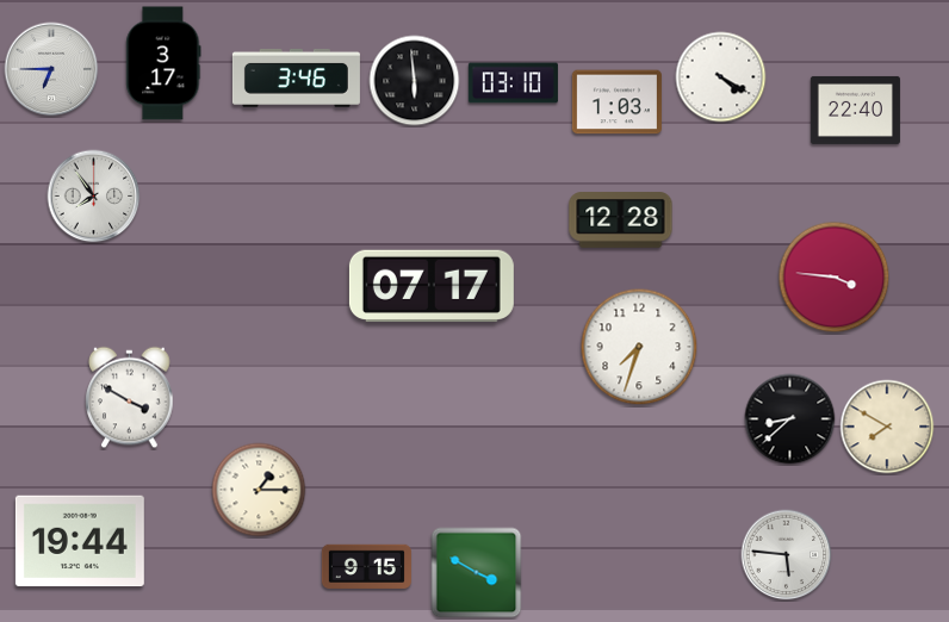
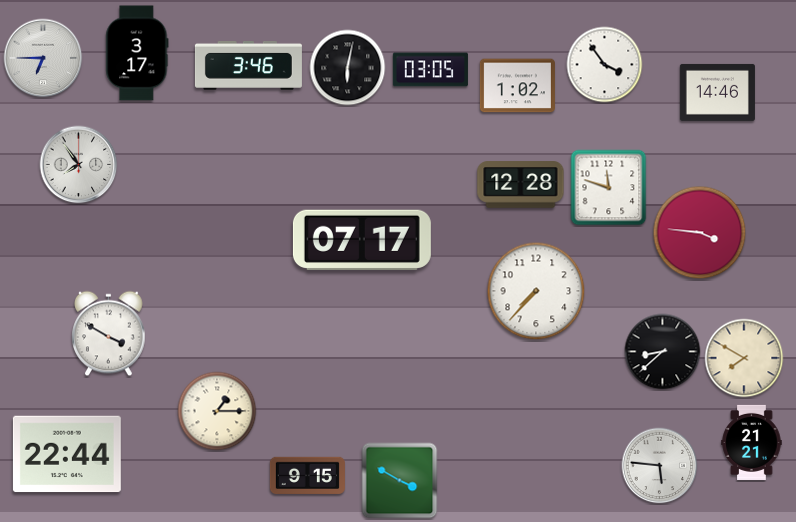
clock at (721, 77): 4:20 -> 3:54
clock at (415, 81): 5:59 -> 6:02
clock at (513, 83): 03:10 -> 03:05
clock at (616, 102): 1:03 -> 1:02
clock at (855, 110): 22:40 -> 14:46
clock at (609, 188): none -> 11:48
clock at (639, 347): 7:33 -> 7:37
clock at (752, 442): none -> 21:21
clock at (80, 541): 19:44 -> 22:44
